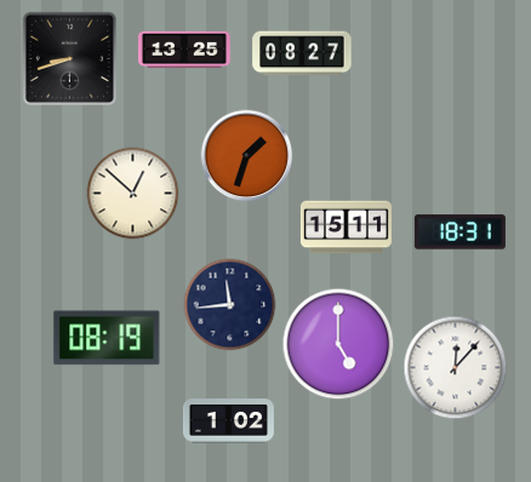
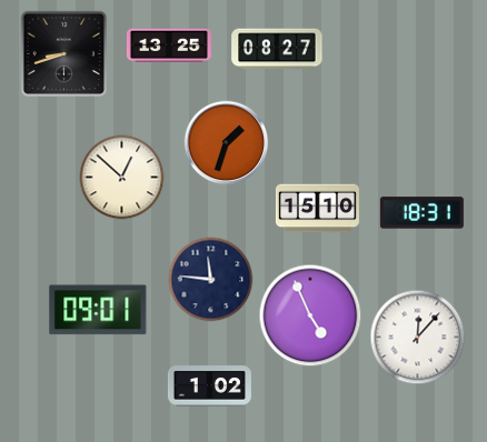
clock at (346, 228): 15:11 -> 15:10
clock at (230, 305): 11:44 -> 11:46
clock at (107, 338): 08:19 -> 09:01
clock at (338, 344): 5:00 -> 4:56
